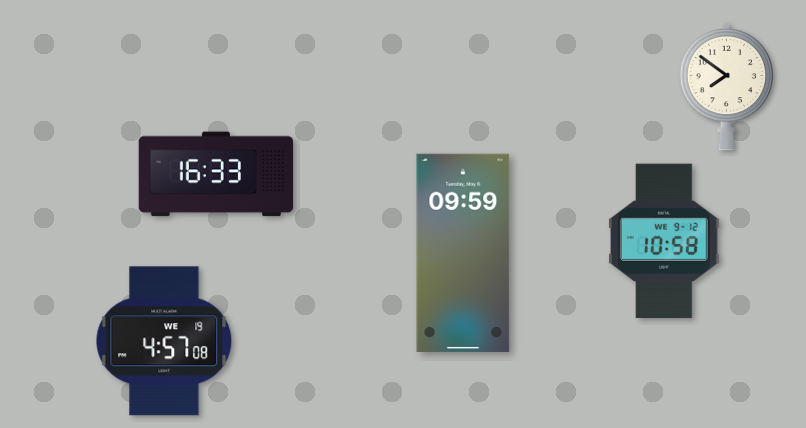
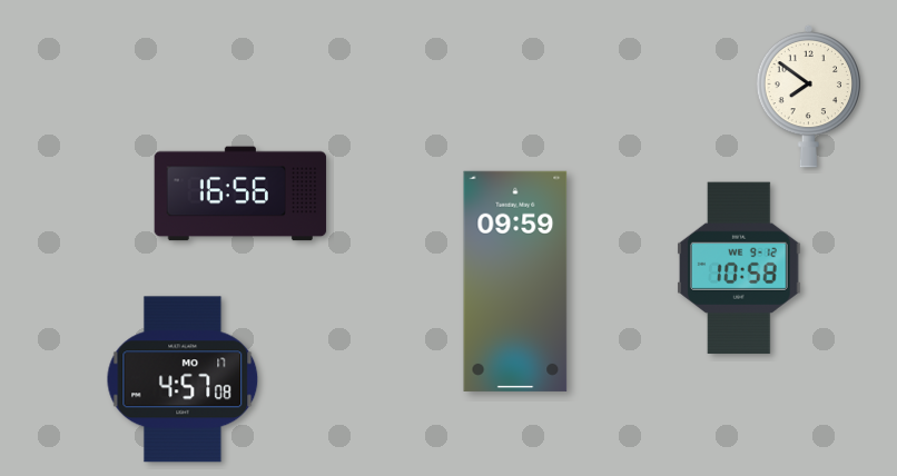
clock at (216, 174): 16:33 -> 16:56
clock at (164, 341) date: WE 19 -> MO 17
